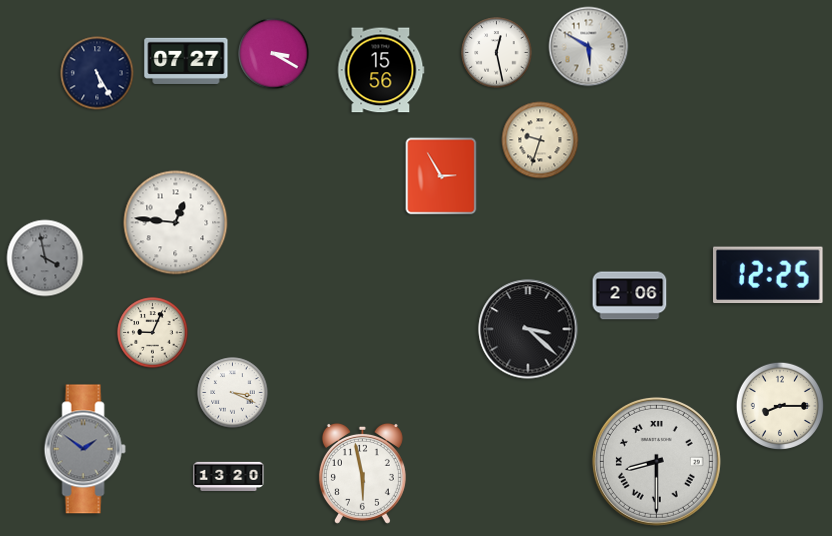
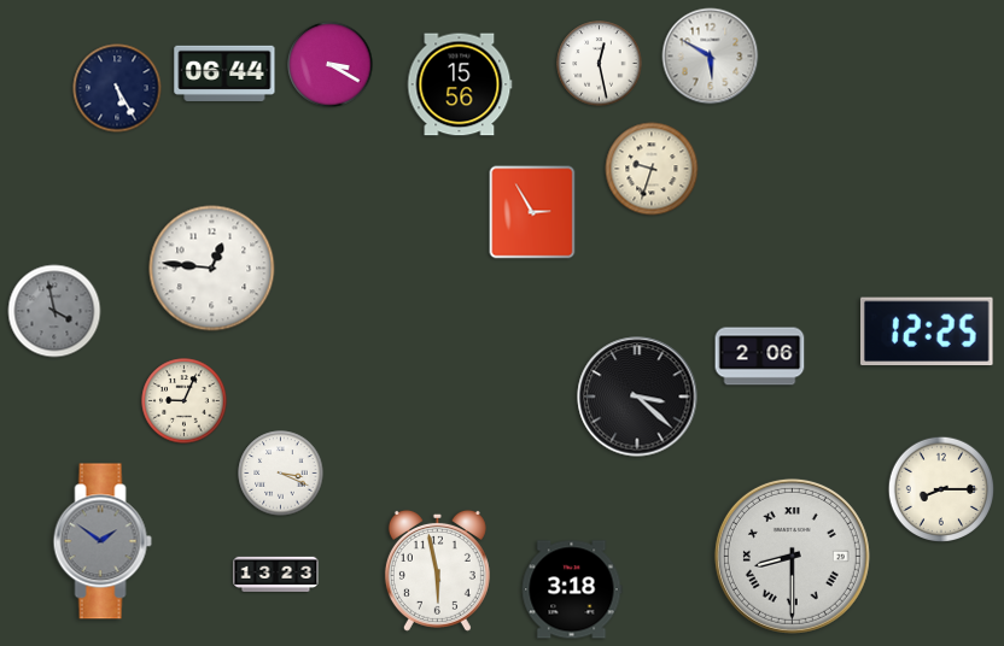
clock at (186, 61): 07:27 -> 06:44
clock at (229, 476): 13:20 -> 13:23
clock at (572, 589): none -> 3:18
